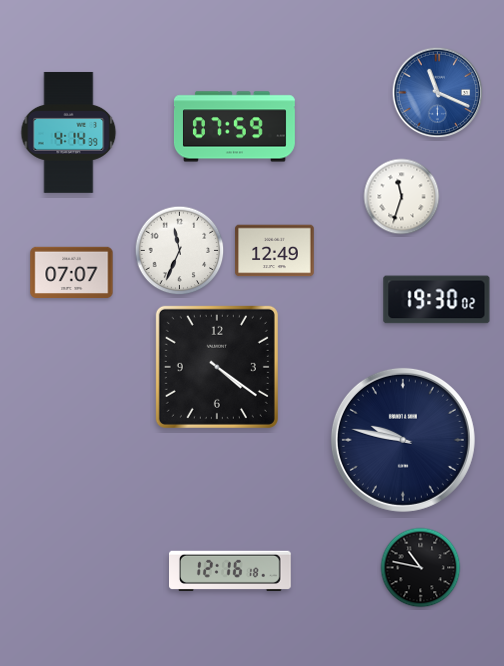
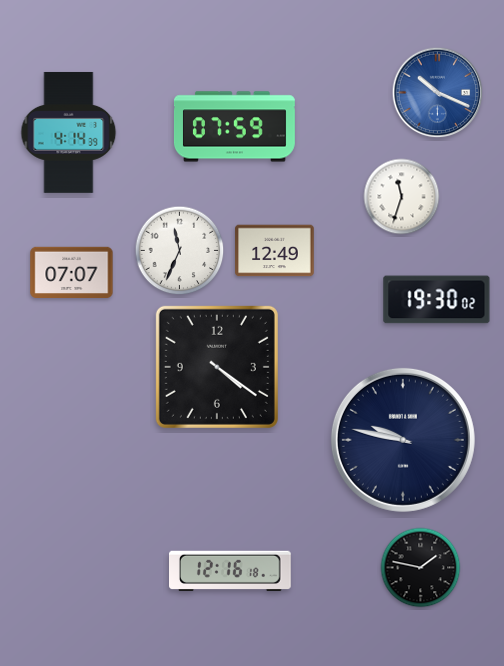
clock at (438, 93): 11:19 -> 10:19
clock at (421, 568): 10:47 -> 1:47
